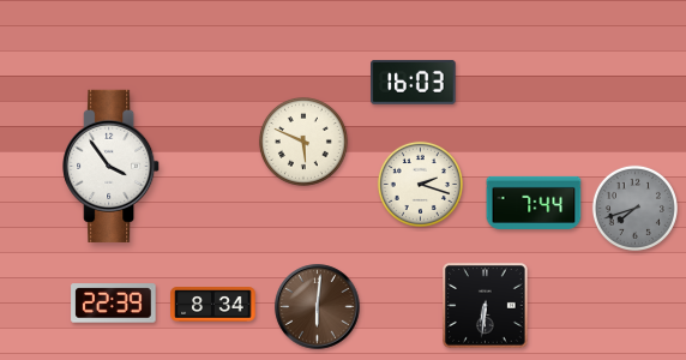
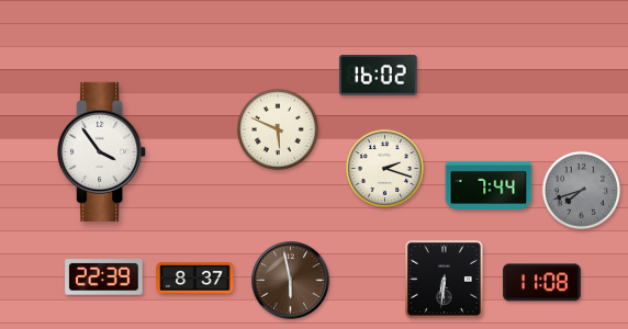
clock at (414, 83): 16:03 -> 16:02
clock at (213, 305): 8:34 -> 8:37
clock at (318, 307): 6:01 -> 5:58
clock at (542, 283): none -> 11:08
